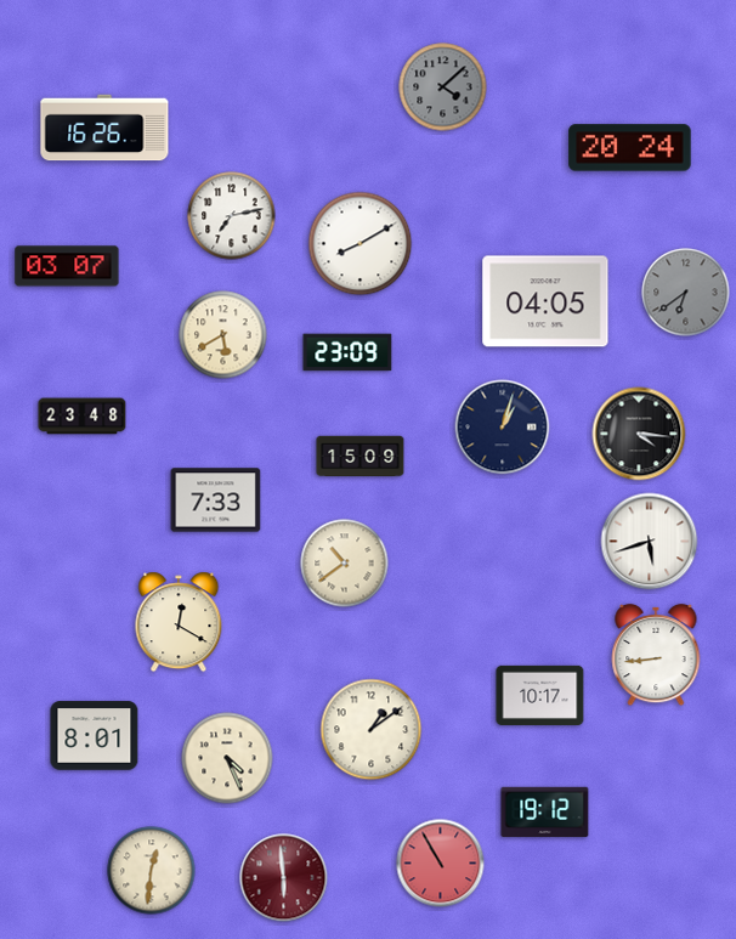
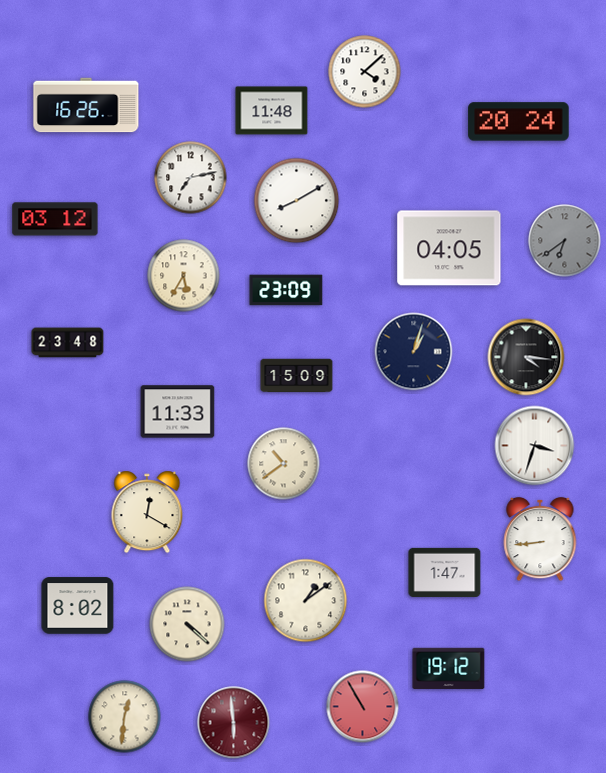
clock at (443, 87) dial: grey -> white
clock at (272, 111): none -> 11:48
clock at (67, 266): 03:07 -> 03:12
clock at (223, 335): 5:40 -> 5:35
clock at (216, 500): 7:33 -> 11:33
clock at (650, 542): 5:42 -> 3:33
clock at (540, 695): 10:17 -> 1:47
clock at (95, 736): 8:01 -> 8:02
clock at (227, 758): 4:26 -> 4:22
clock at (441, 864) position: (441, 864) -> (363, 707)
